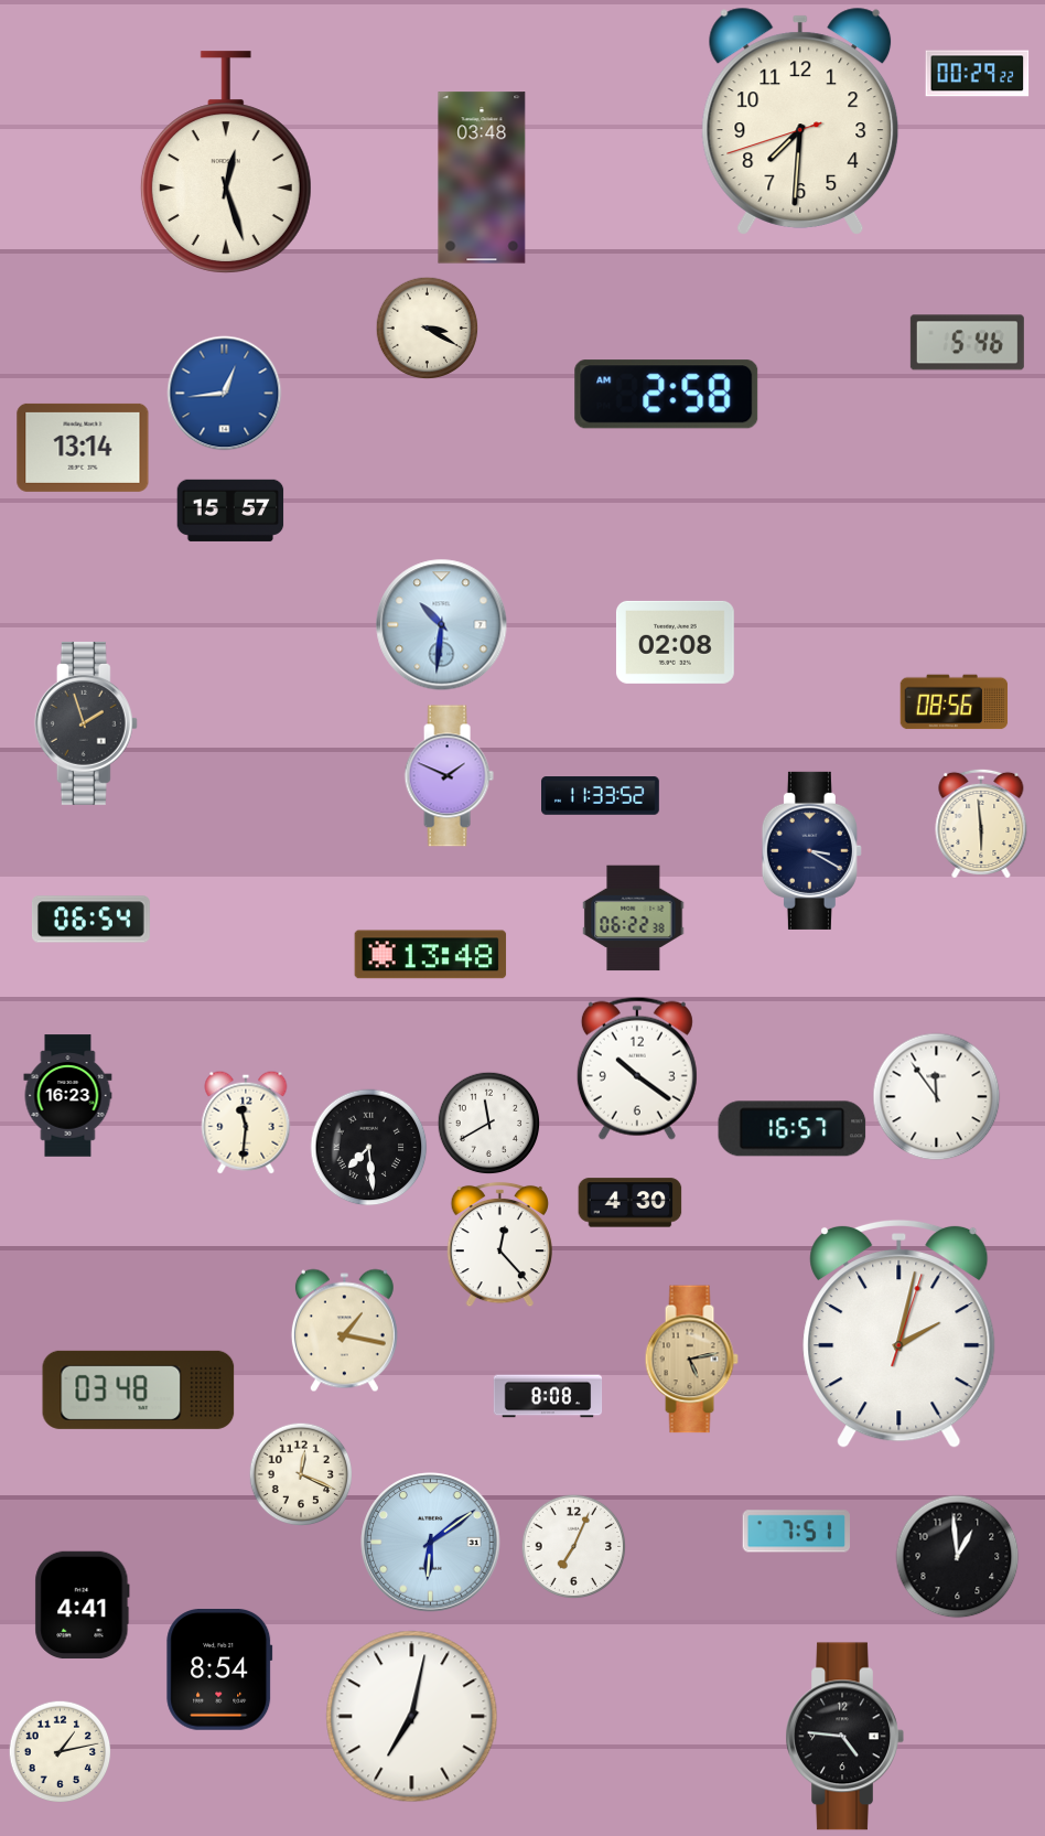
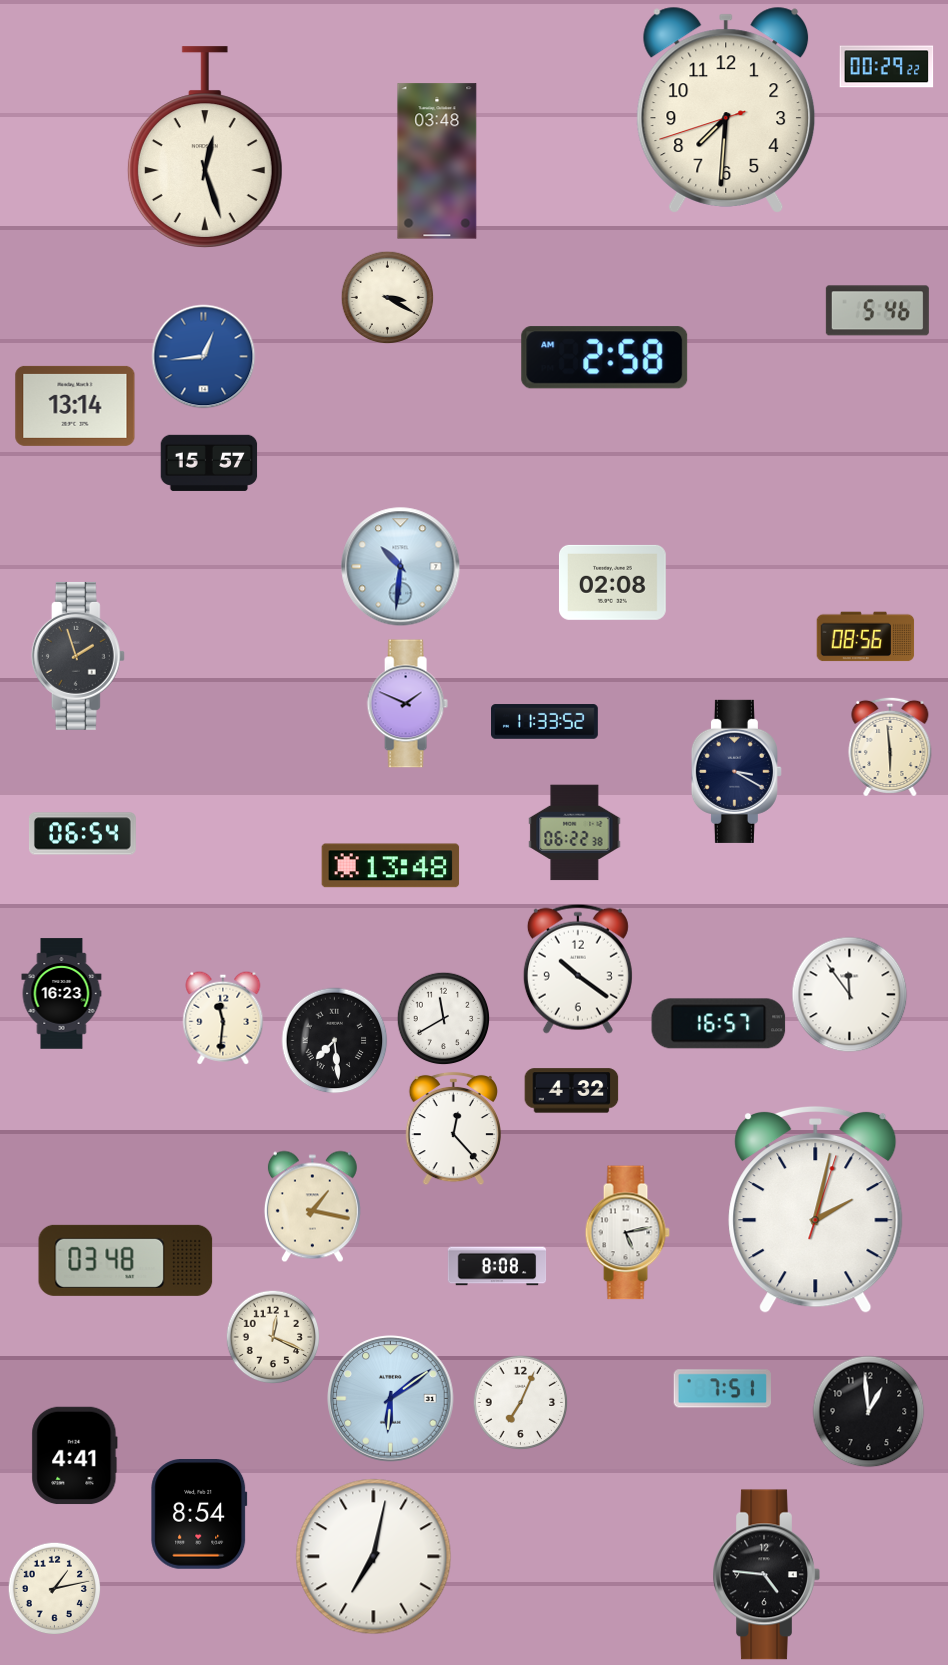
clock at (631, 1203): 4:30 -> 4:32
clock at (691, 1360) dial: champagne -> white
